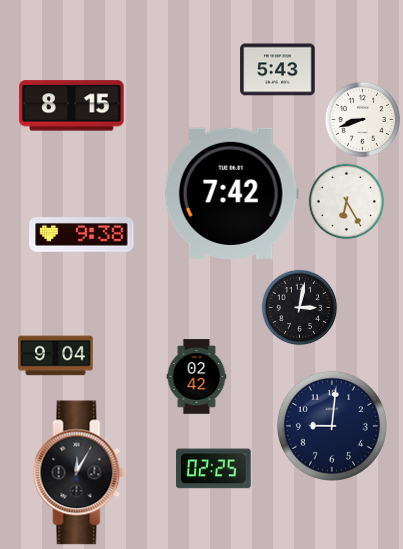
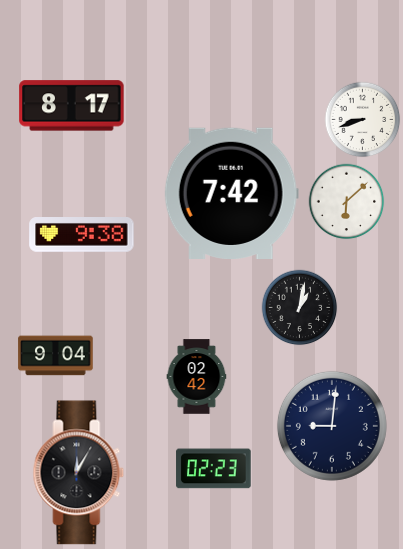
clock at (278, 70): 5:43 -> none
clock at (72, 106): 8:15 -> 8:17
clock at (347, 202): 6:25 -> 6:08
clock at (300, 308): 3:02 -> 1:02
clock at (214, 469): 02:25 -> 02:23
